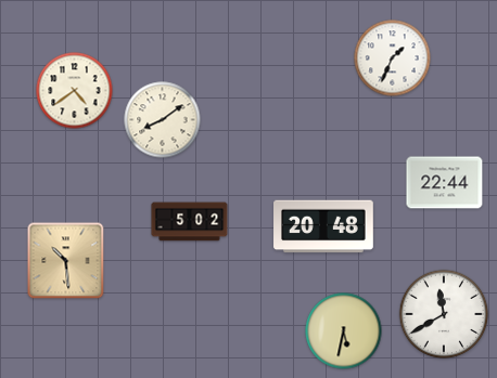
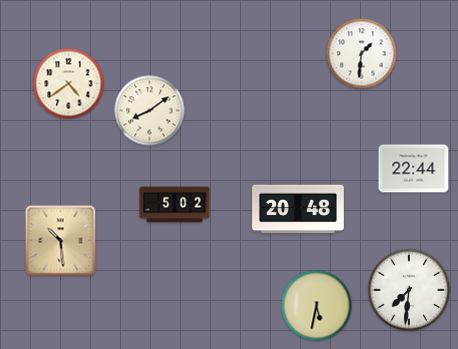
clock at (393, 58): 1:34 -> 1:31
clock at (445, 183) position: (445, 183) -> (414, 169)
clock at (444, 314): 11:40 -> 7:31
